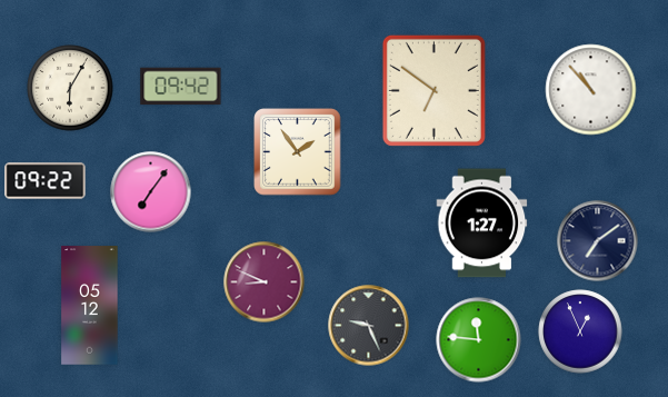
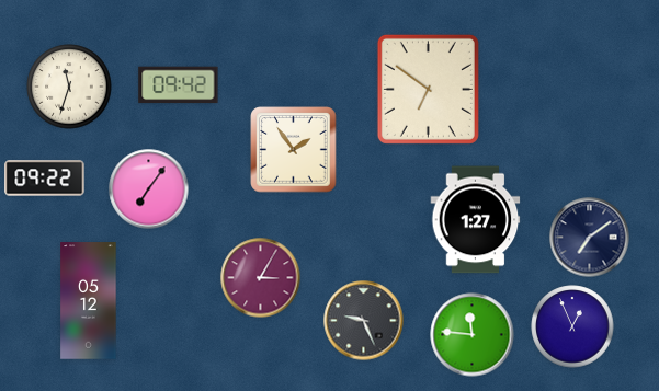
clock at (70, 88): 6:05 -> 11:33
clock at (591, 90): 10:53 -> none
clock at (265, 282): 8:49 -> 3:05
